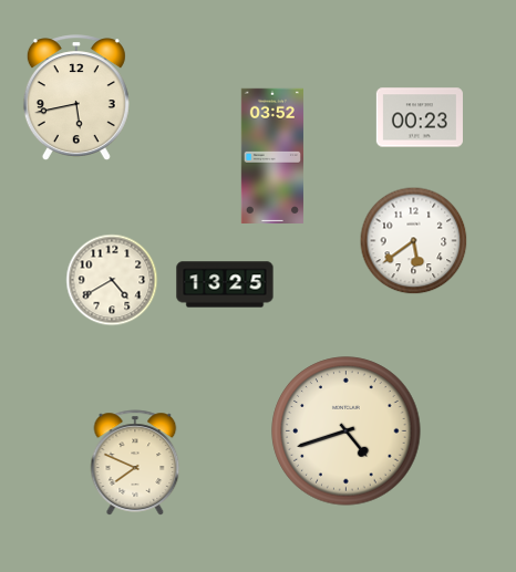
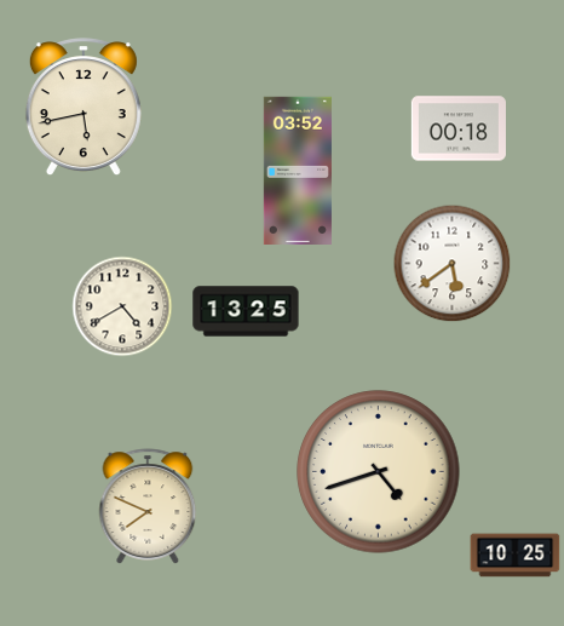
clock at (420, 117): 00:23 -> 00:18
clock at (516, 556): none -> 10:25
